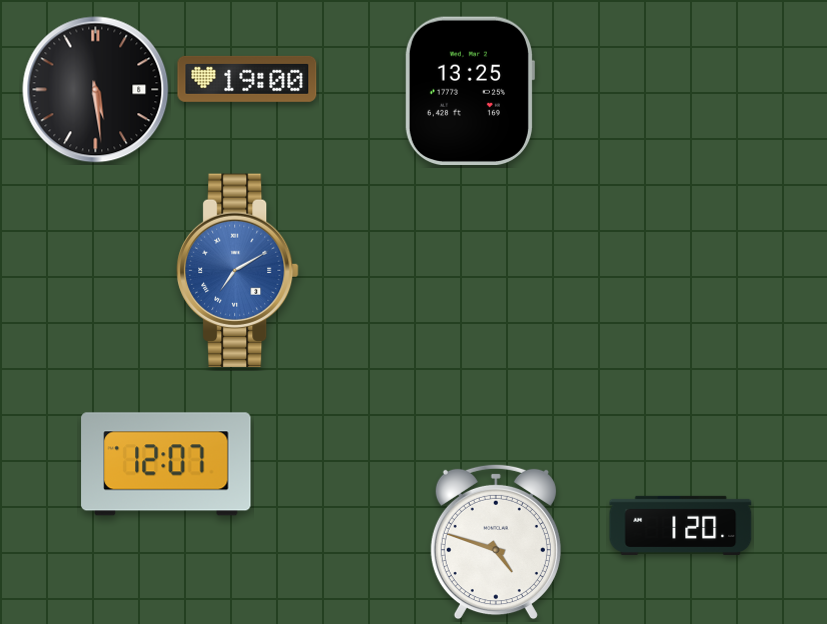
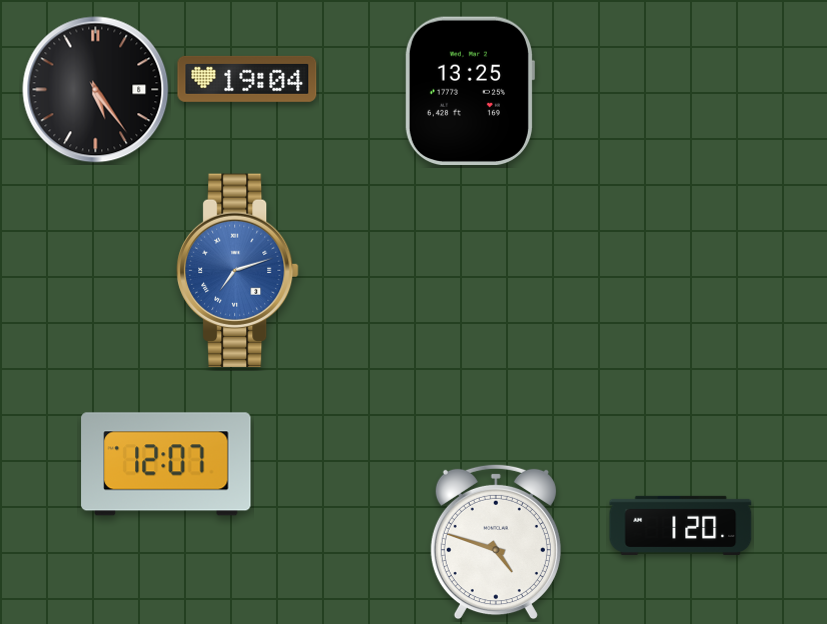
clock at (247, 79): 19:00 -> 19:04
clock at (96, 90): 5:29 -> 5:24
clock at (238, 270): 7:10 -> 7:12
